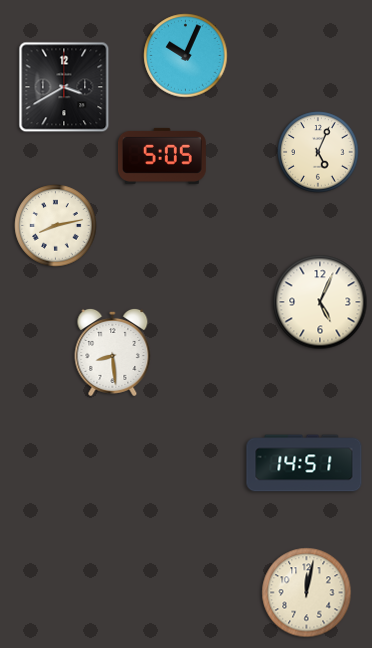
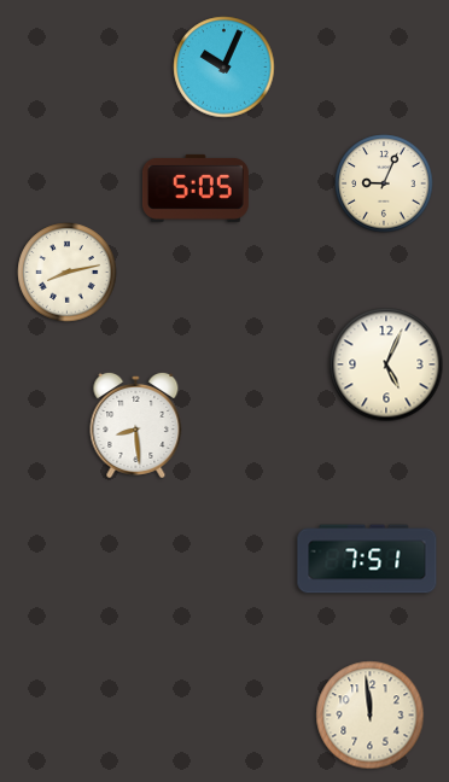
clock at (64, 87): 3:40 -> none
clock at (318, 152): 5:04 -> 9:04
clock at (304, 463): 14:51 -> 7:51
clock at (307, 593): 12:02 -> 11:59
